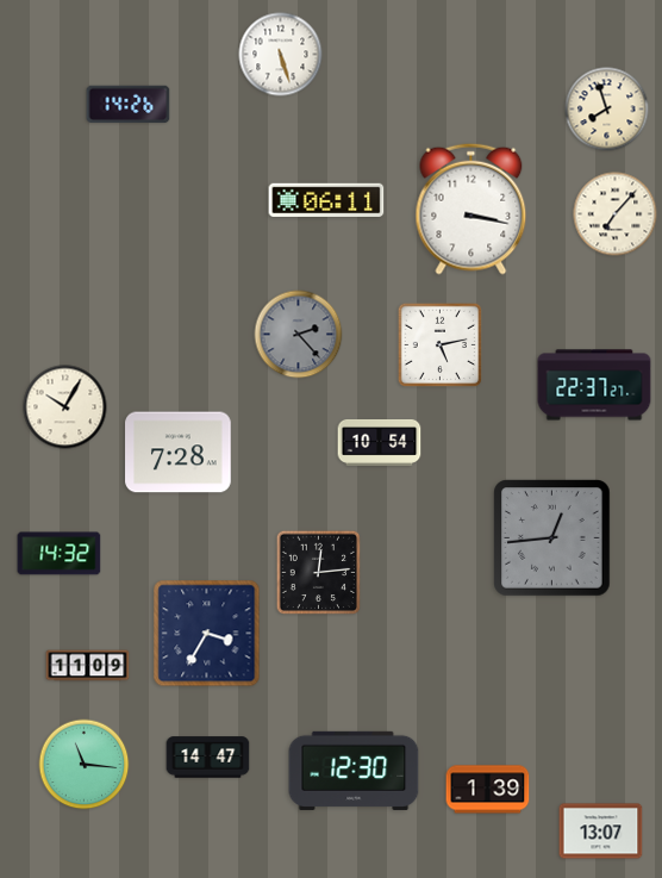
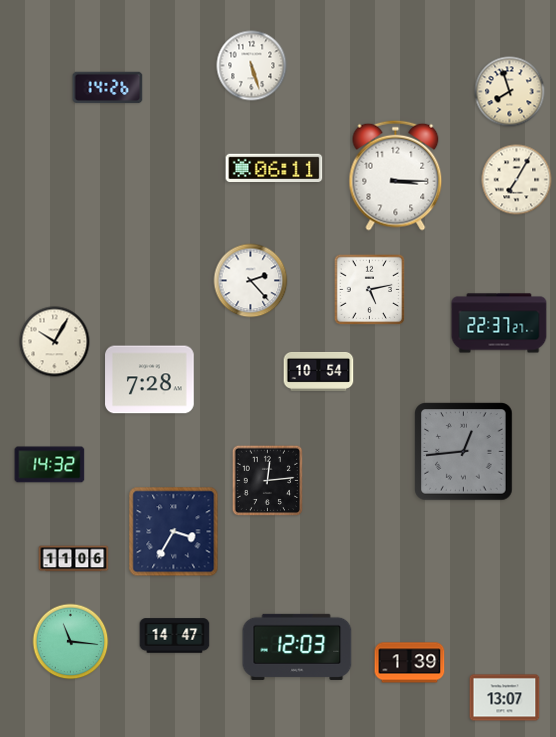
clock at (281, 55) position: (281, 55) -> (252, 66)
clock at (471, 208): 3:17 -> 3:15
clock at (616, 214): 7:07 -> 7:05
clock at (299, 335) dial: grey -> white
clock at (88, 666): 11:09 -> 11:06
clock at (354, 771): 12:30 -> 12:03
